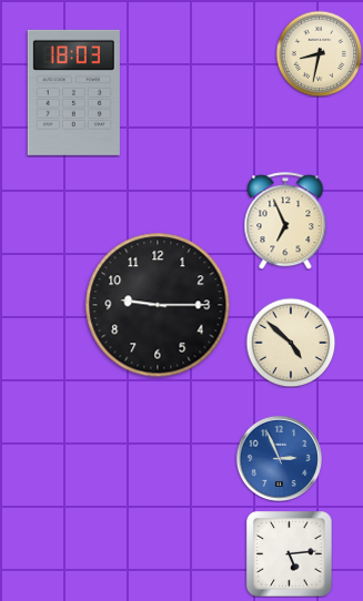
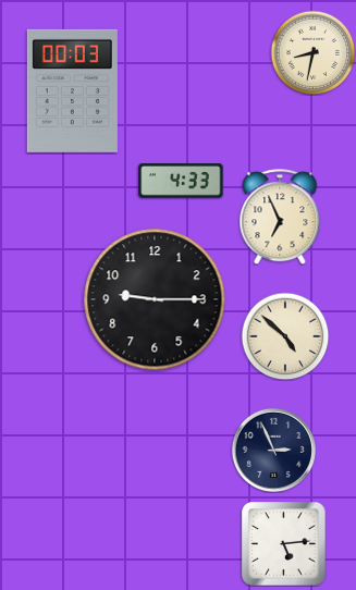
clock at (73, 92): 18:03 -> 00:03
clock at (181, 181): none -> 4:33
clock at (279, 458) dial: blue -> navy
